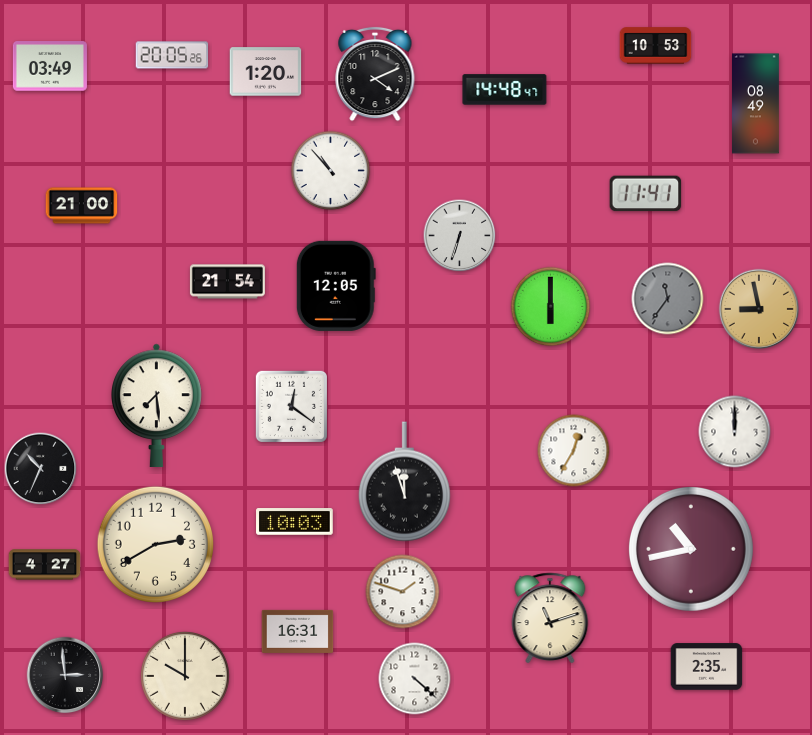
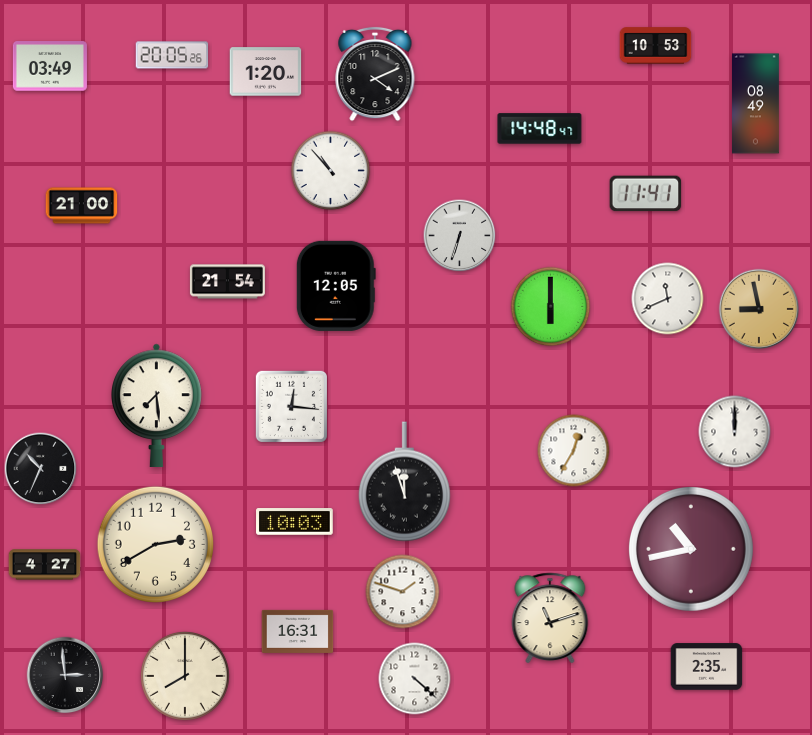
clock at (505, 90) position: (505, 90) -> (540, 129)
clock at (668, 299): 11:36 -> 11:41
clock at (668, 299) dial: grey -> white
clock at (291, 406): 12:21 -> 12:16
clock at (185, 676): 10:00 -> 8:00
